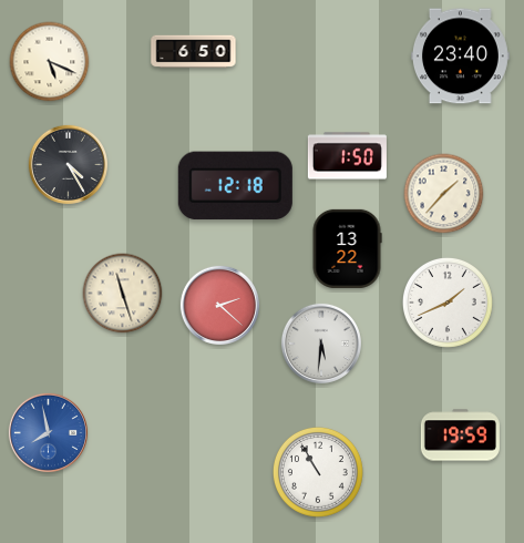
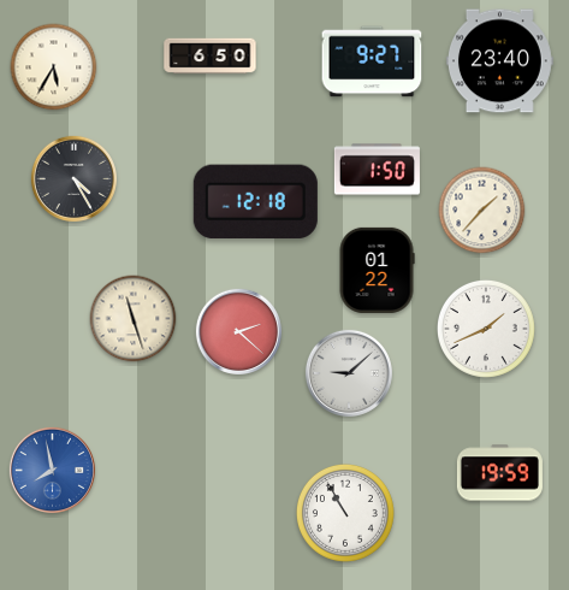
clock at (372, 61): none -> 9:27
clock at (50, 62): 5:19 -> 5:35
clock at (347, 248): 13:22 -> 01:22
clock at (321, 344): 5:31 -> 9:08
